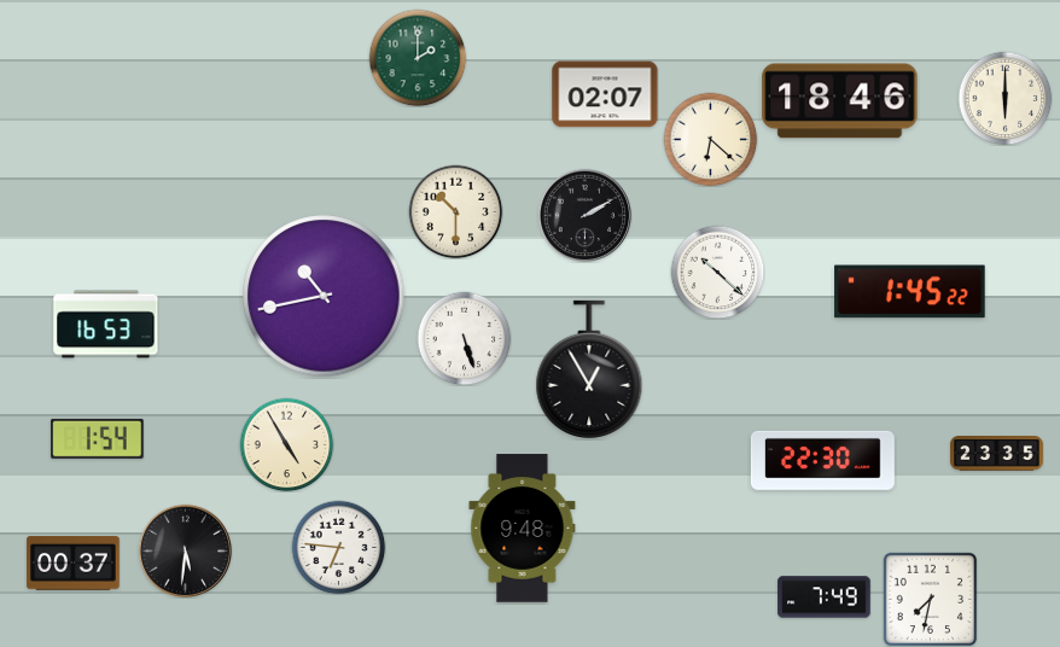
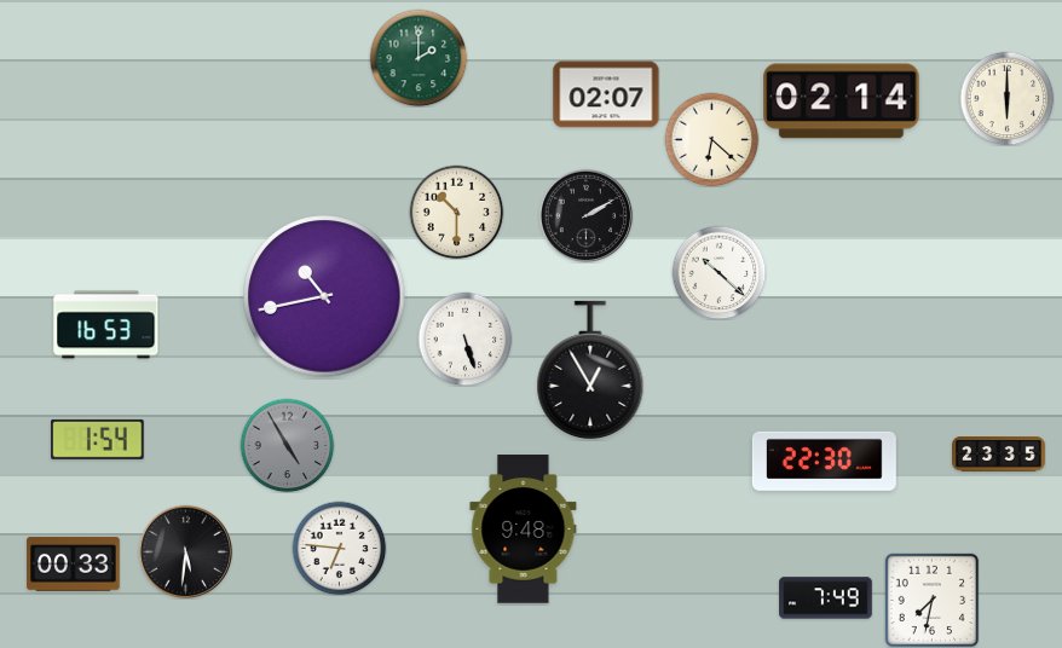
clock at (840, 101): 18:46 -> 02:14
clock at (910, 292): 1:45 -> none
clock at (286, 444) dial: cream -> grey
clock at (74, 564): 00:37 -> 00:33
